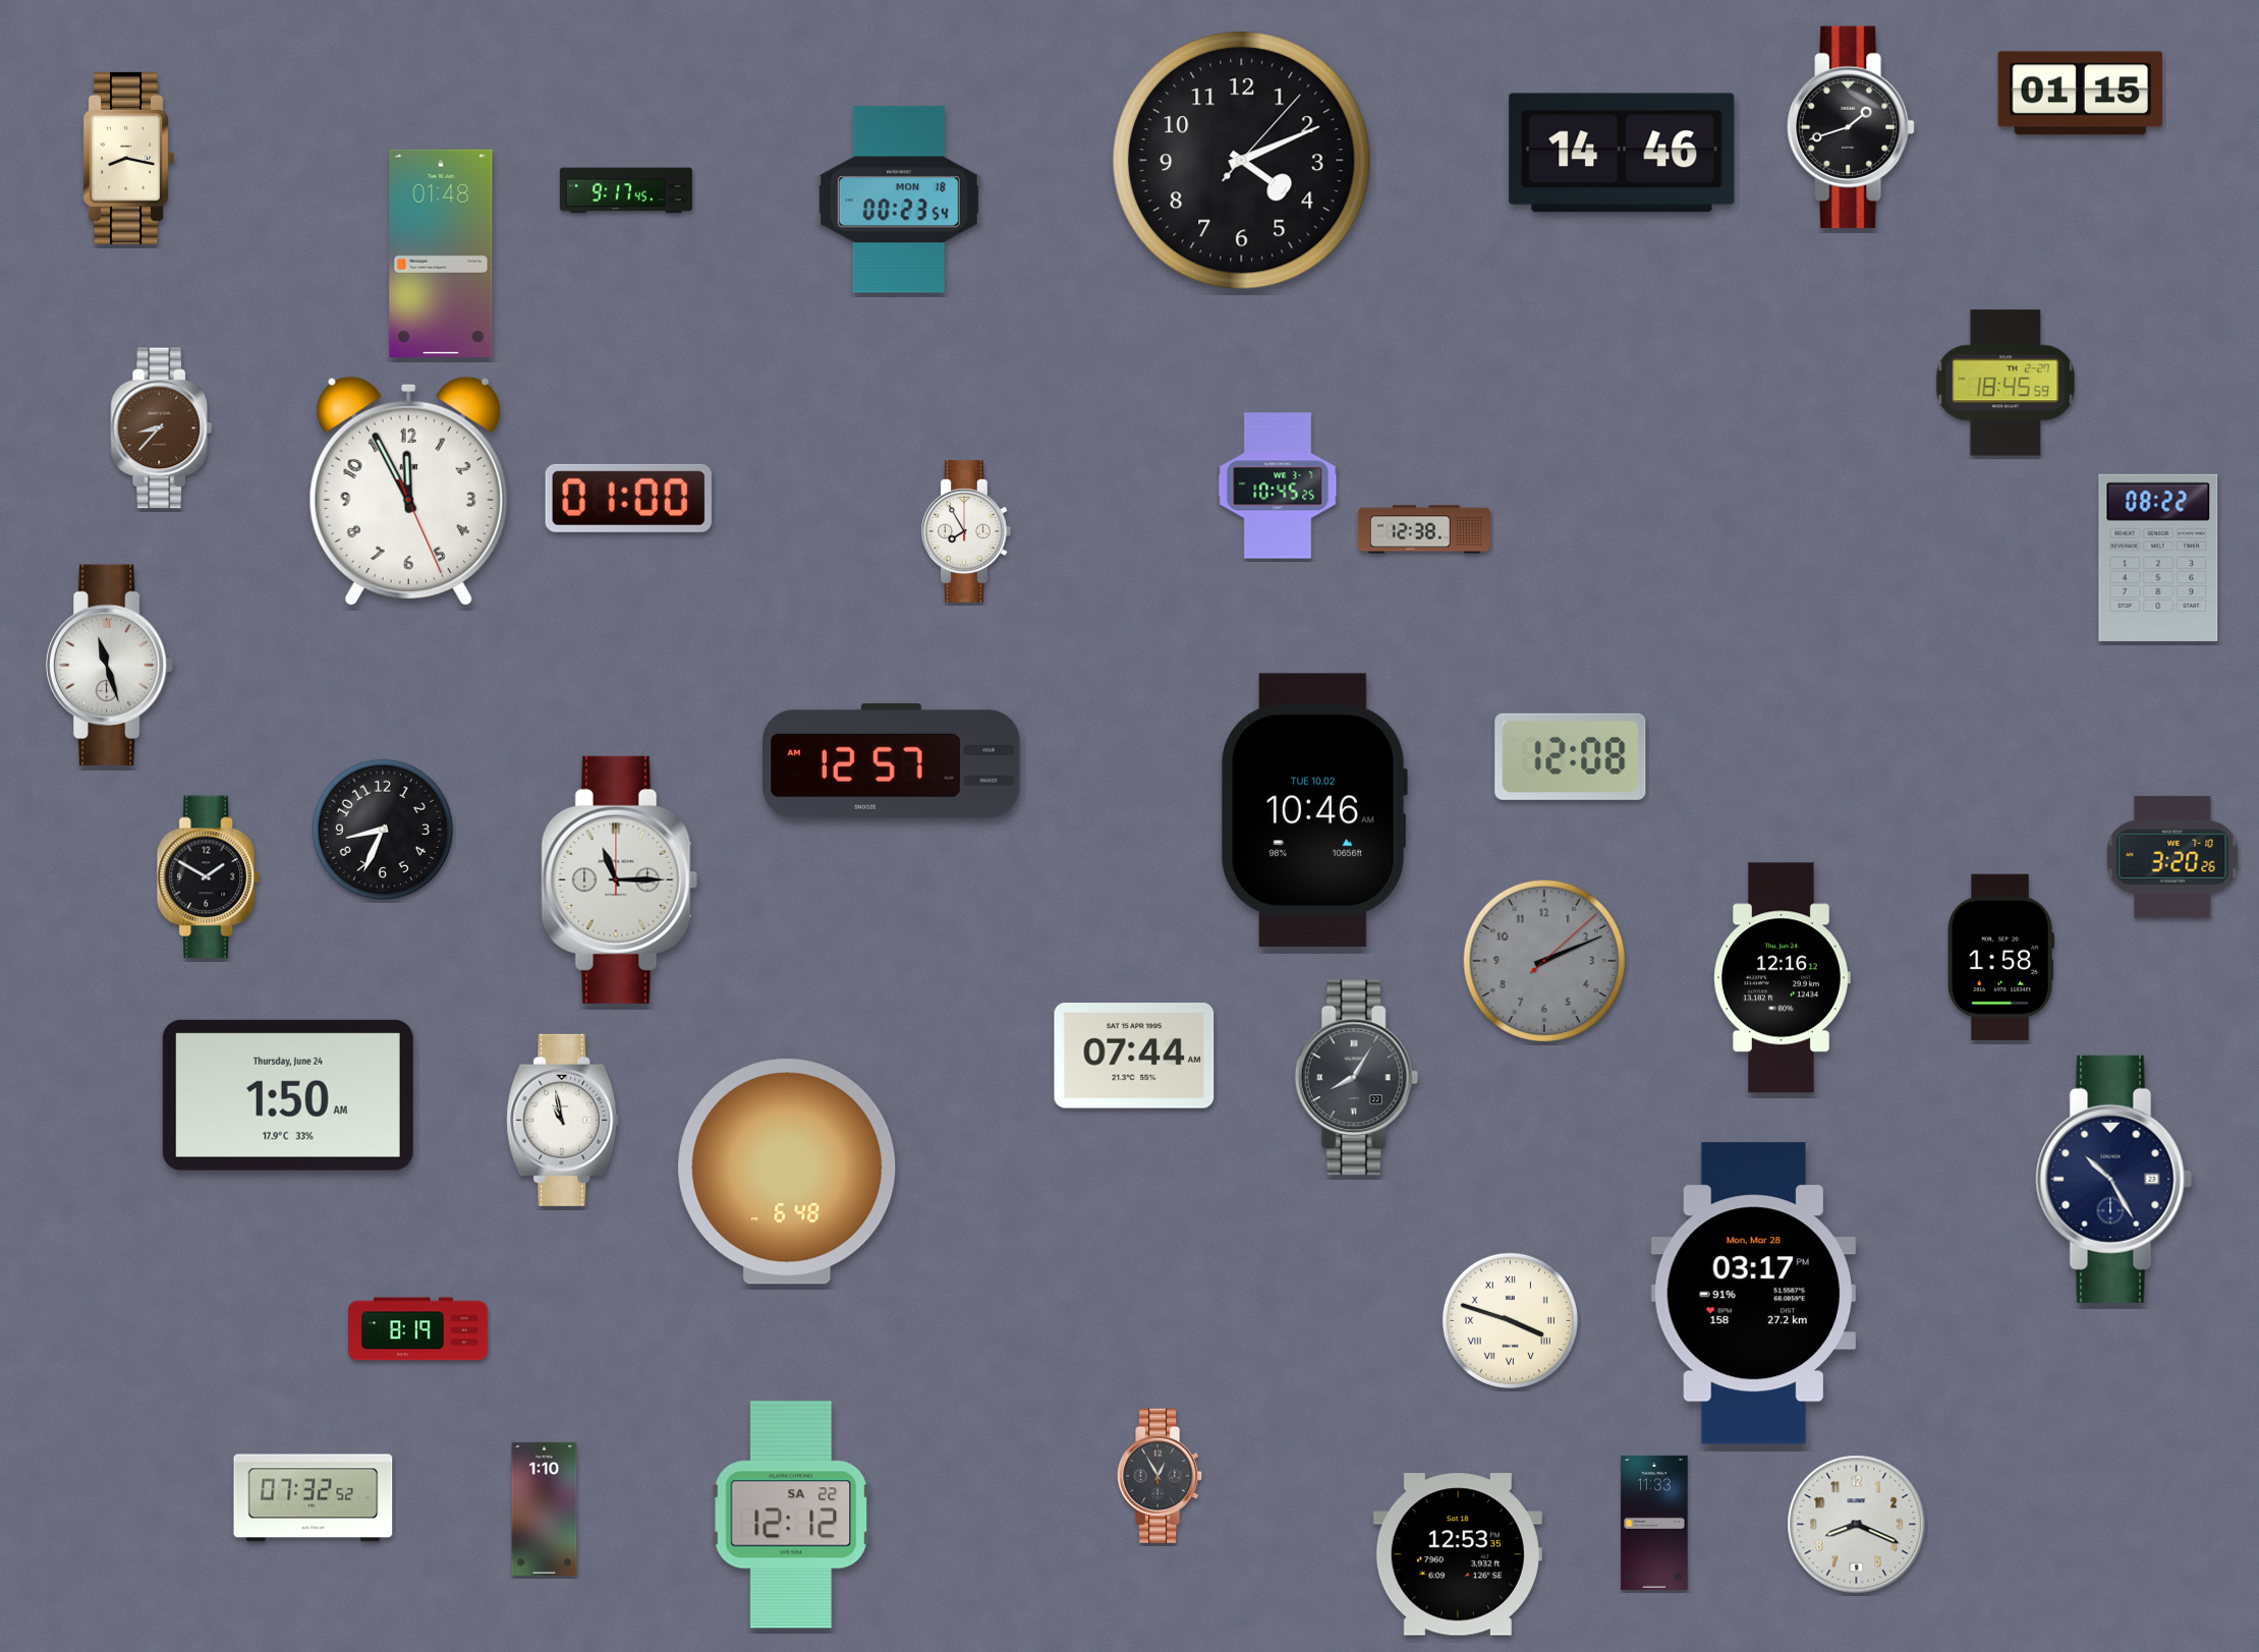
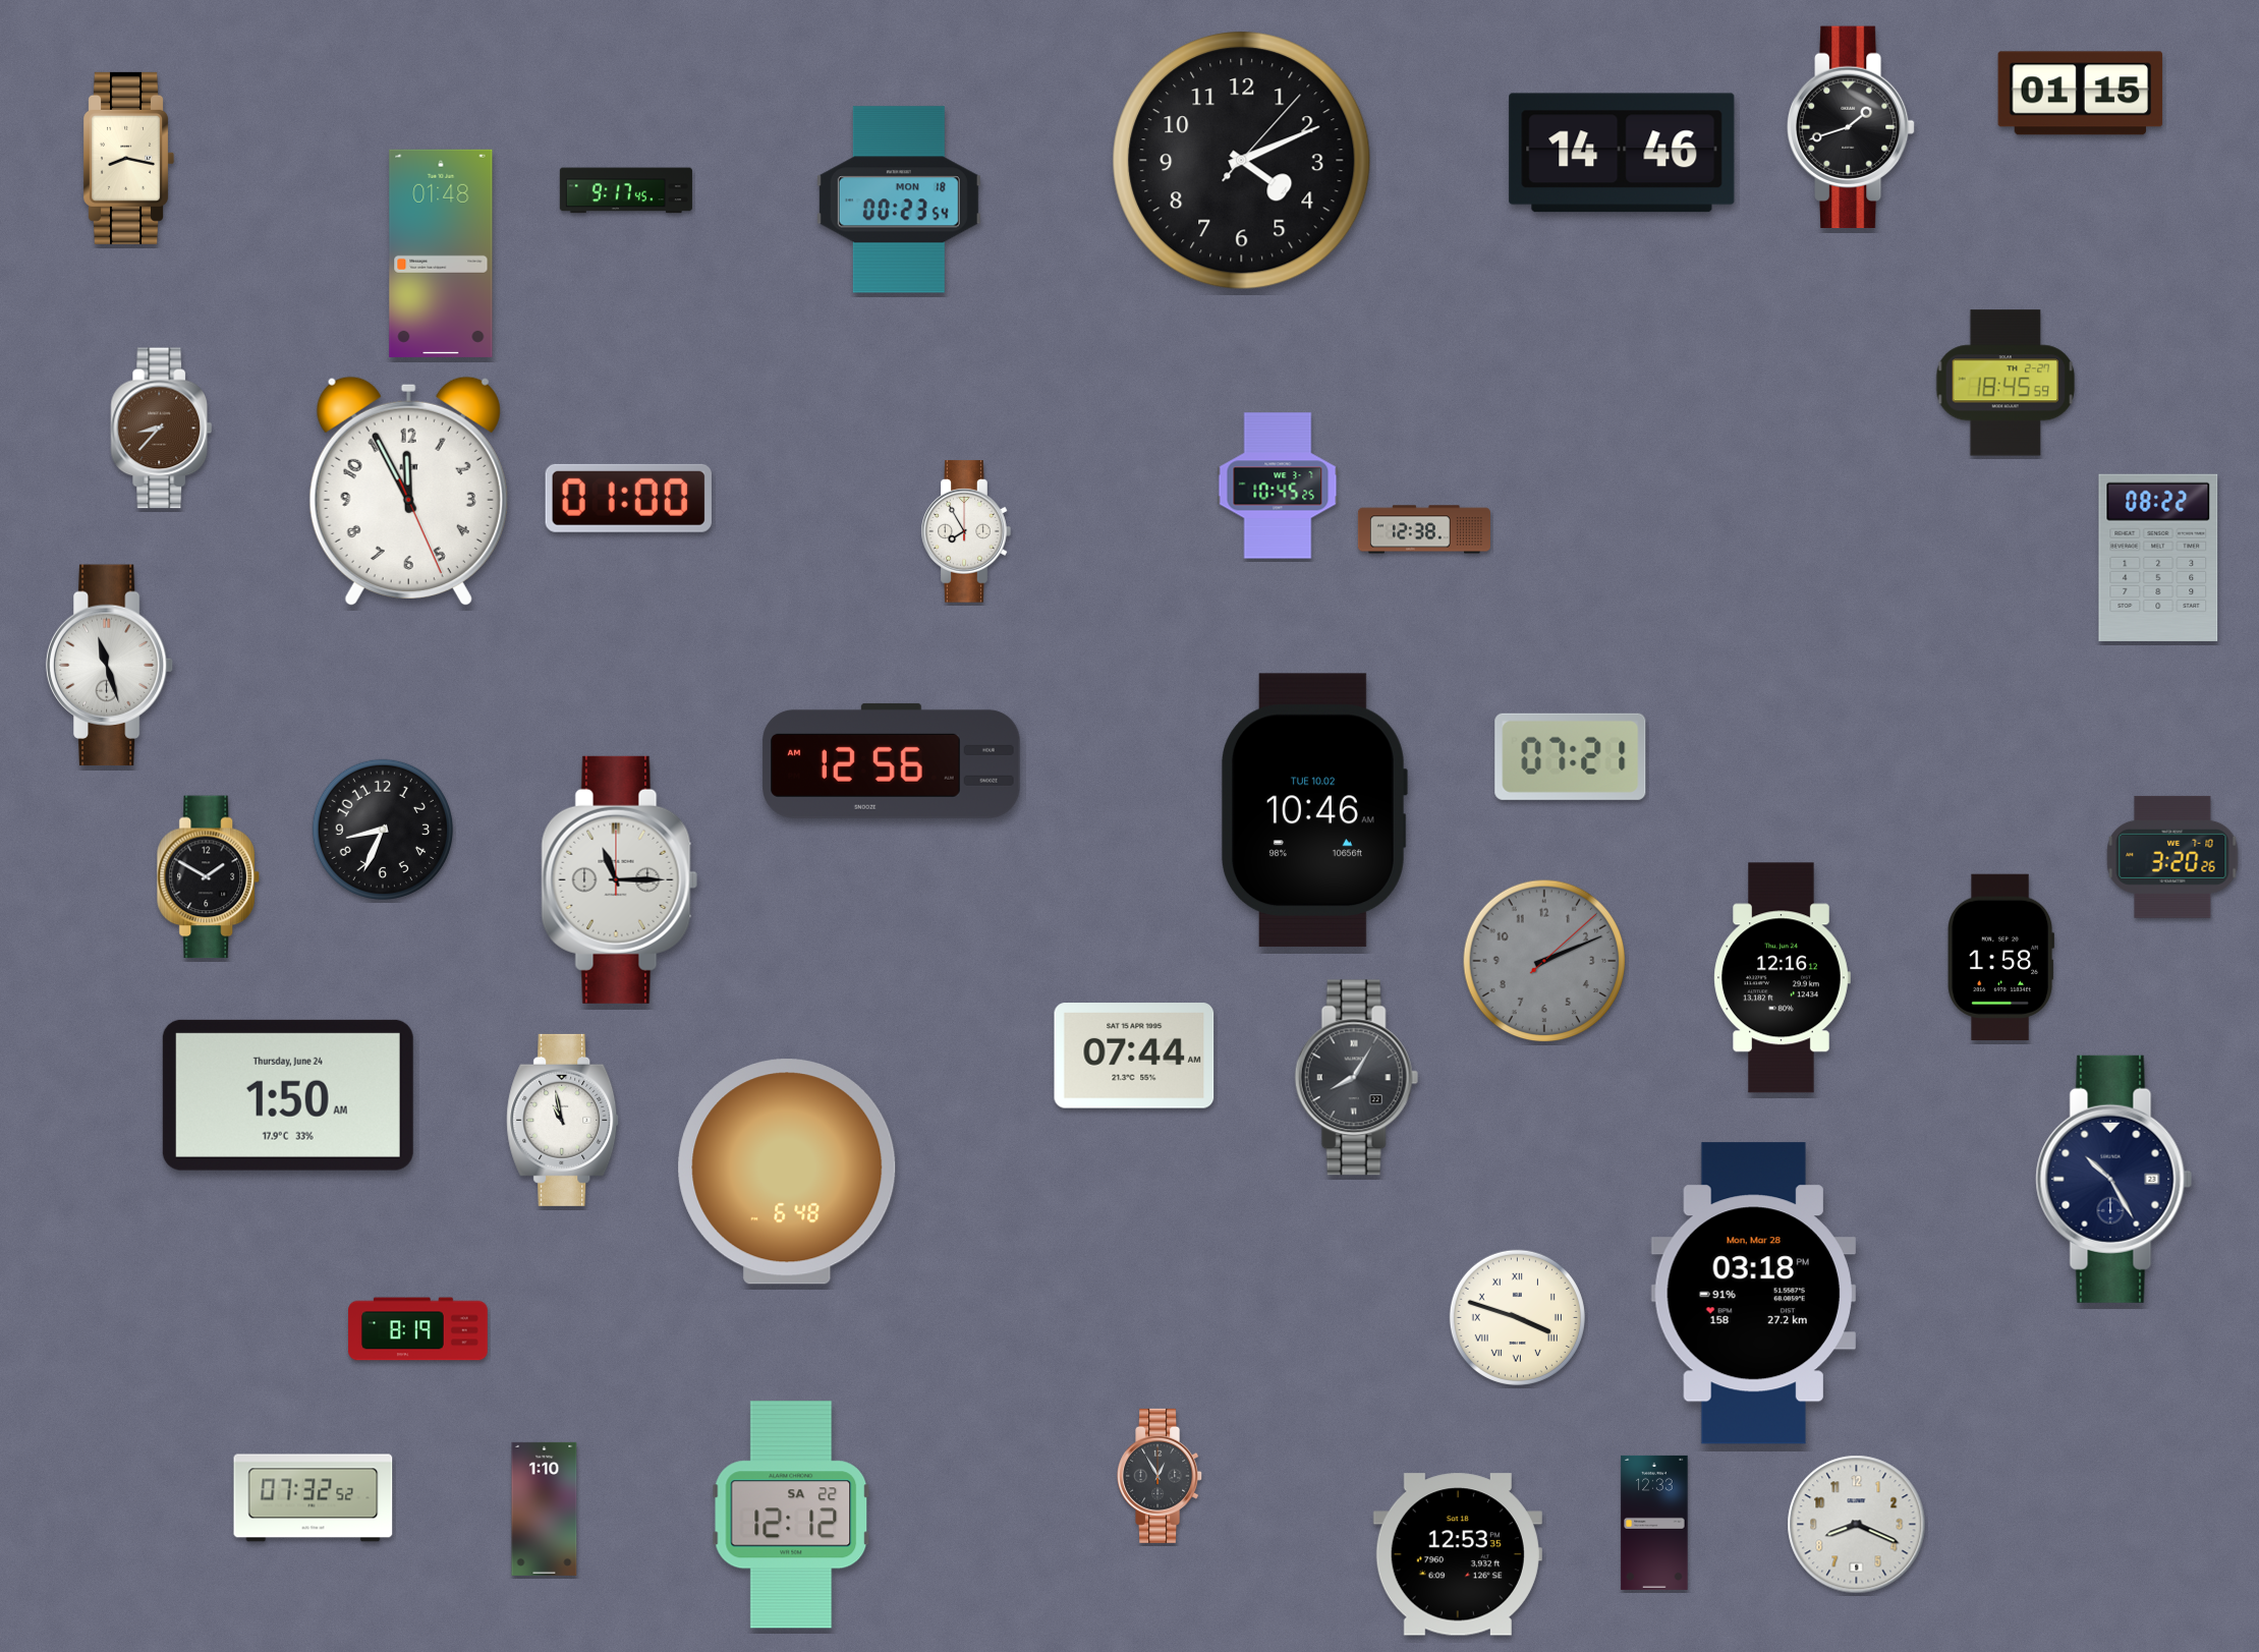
clock at (1571, 756): 12:08 -> 07:21
clock at (892, 760): 12:57 -> 12:56
clock at (1753, 1294): 03:17 -> 03:18
clock at (1510, 1320) position: (1510, 1320) -> (1517, 1317)
clock at (1654, 1523): 11:33 -> 12:33
